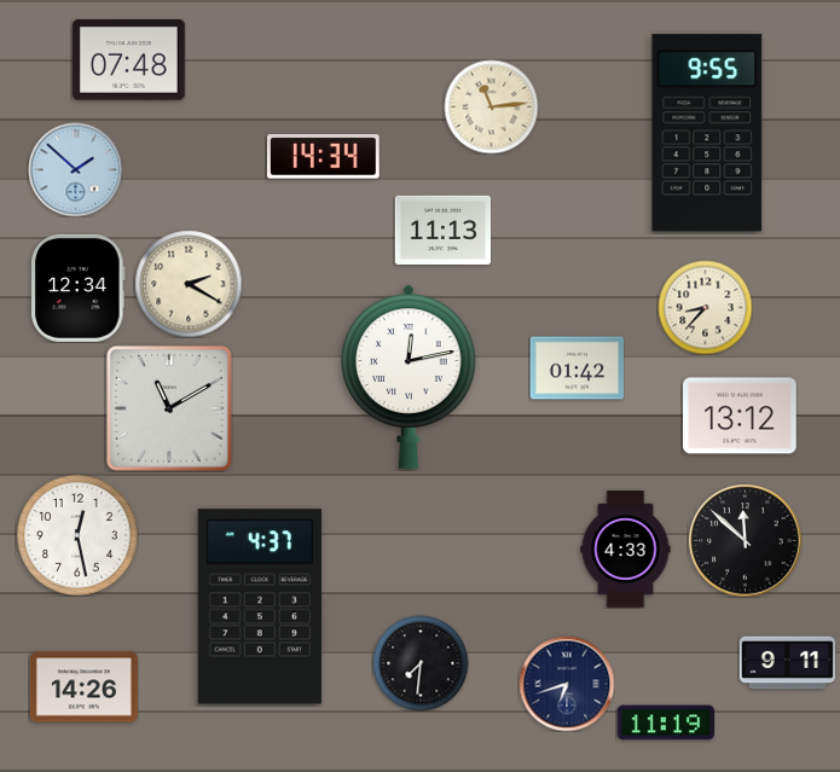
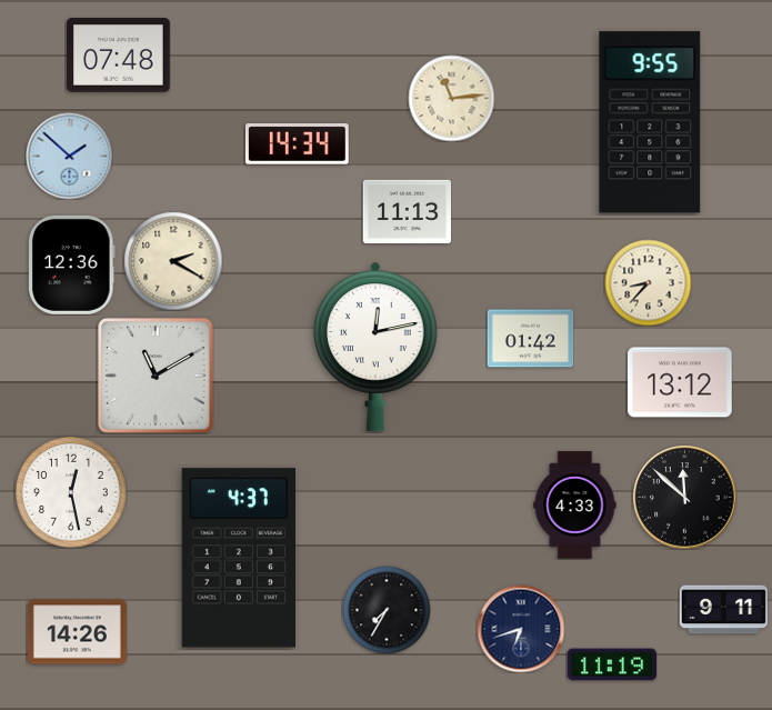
clock at (79, 288): 12:34 -> 12:36
clock at (421, 663): 7:31 -> 7:35
